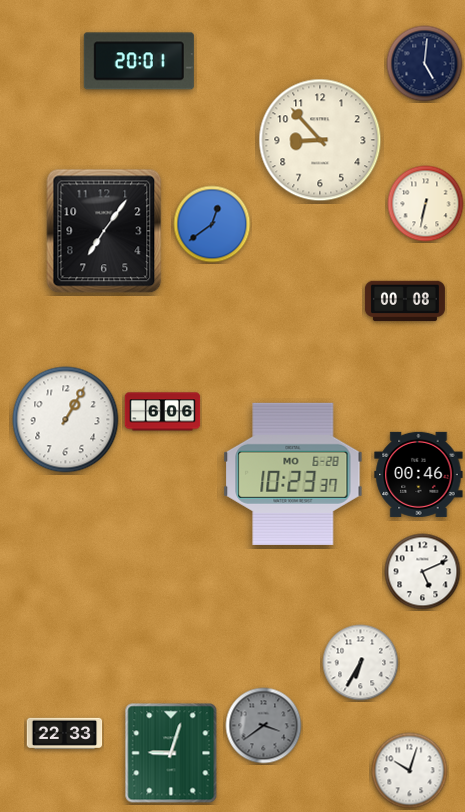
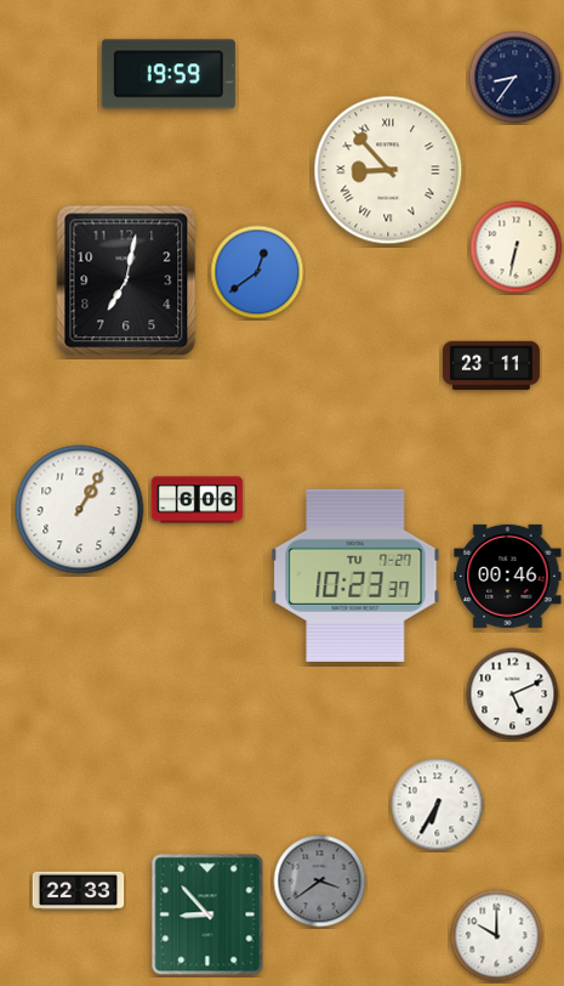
clock at (139, 61): 20:01 -> 19:59
clock at (425, 64): 5:01 -> 8:36
clock at (320, 140) numerals: Arabic -> Roman
clock at (104, 231): 7:06 -> 7:02
clock at (405, 301): 00:08 -> 23:11
clock at (293, 474) date: MO 6-28 -> TU 7-27
clock at (171, 753): 9:03 -> 8:53
clock at (410, 771): 10:03 -> 10:00
